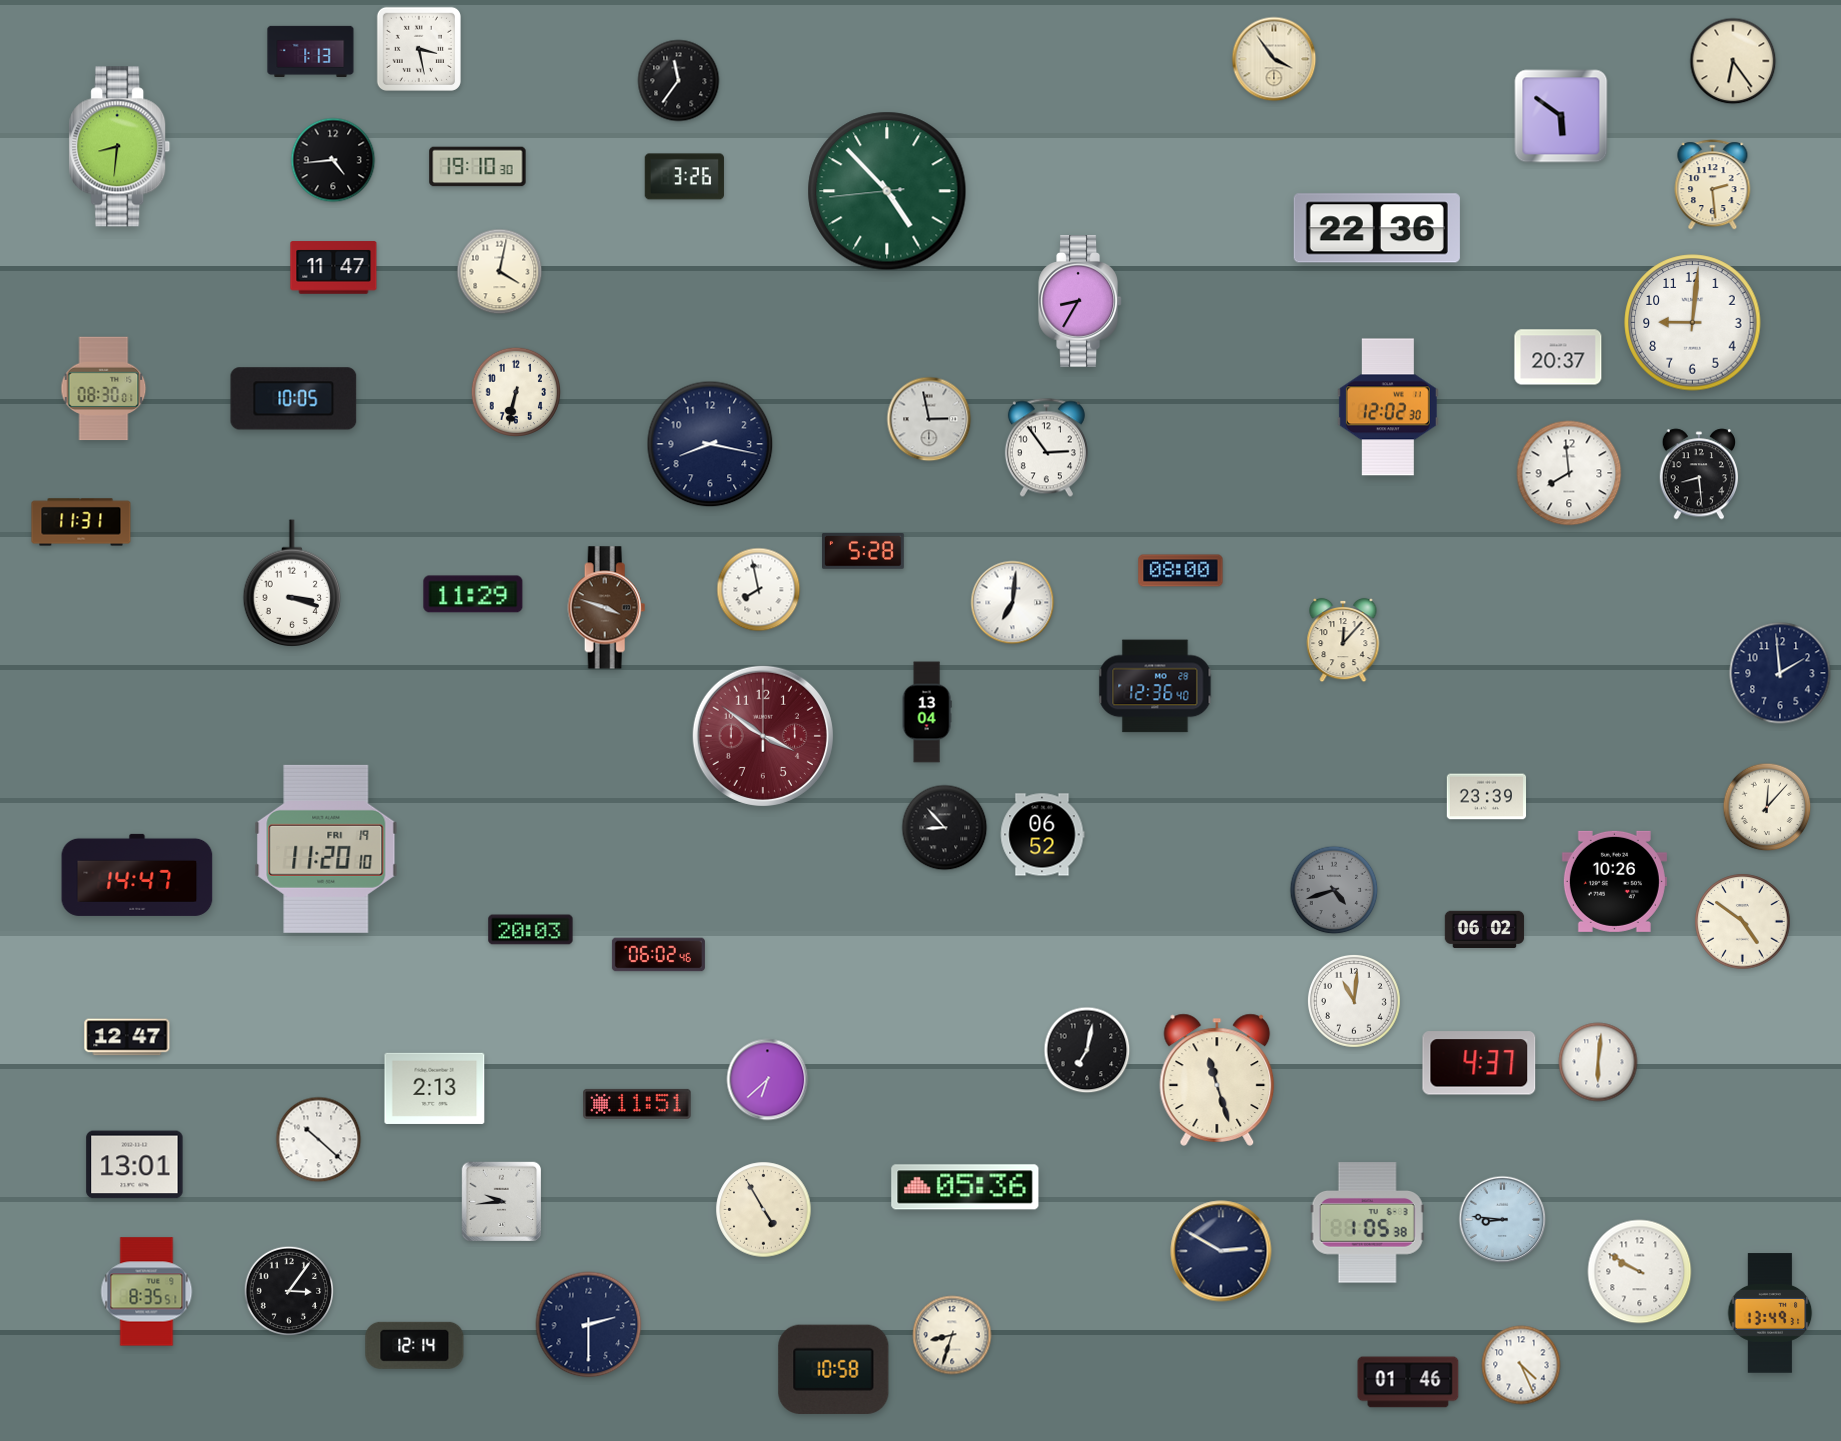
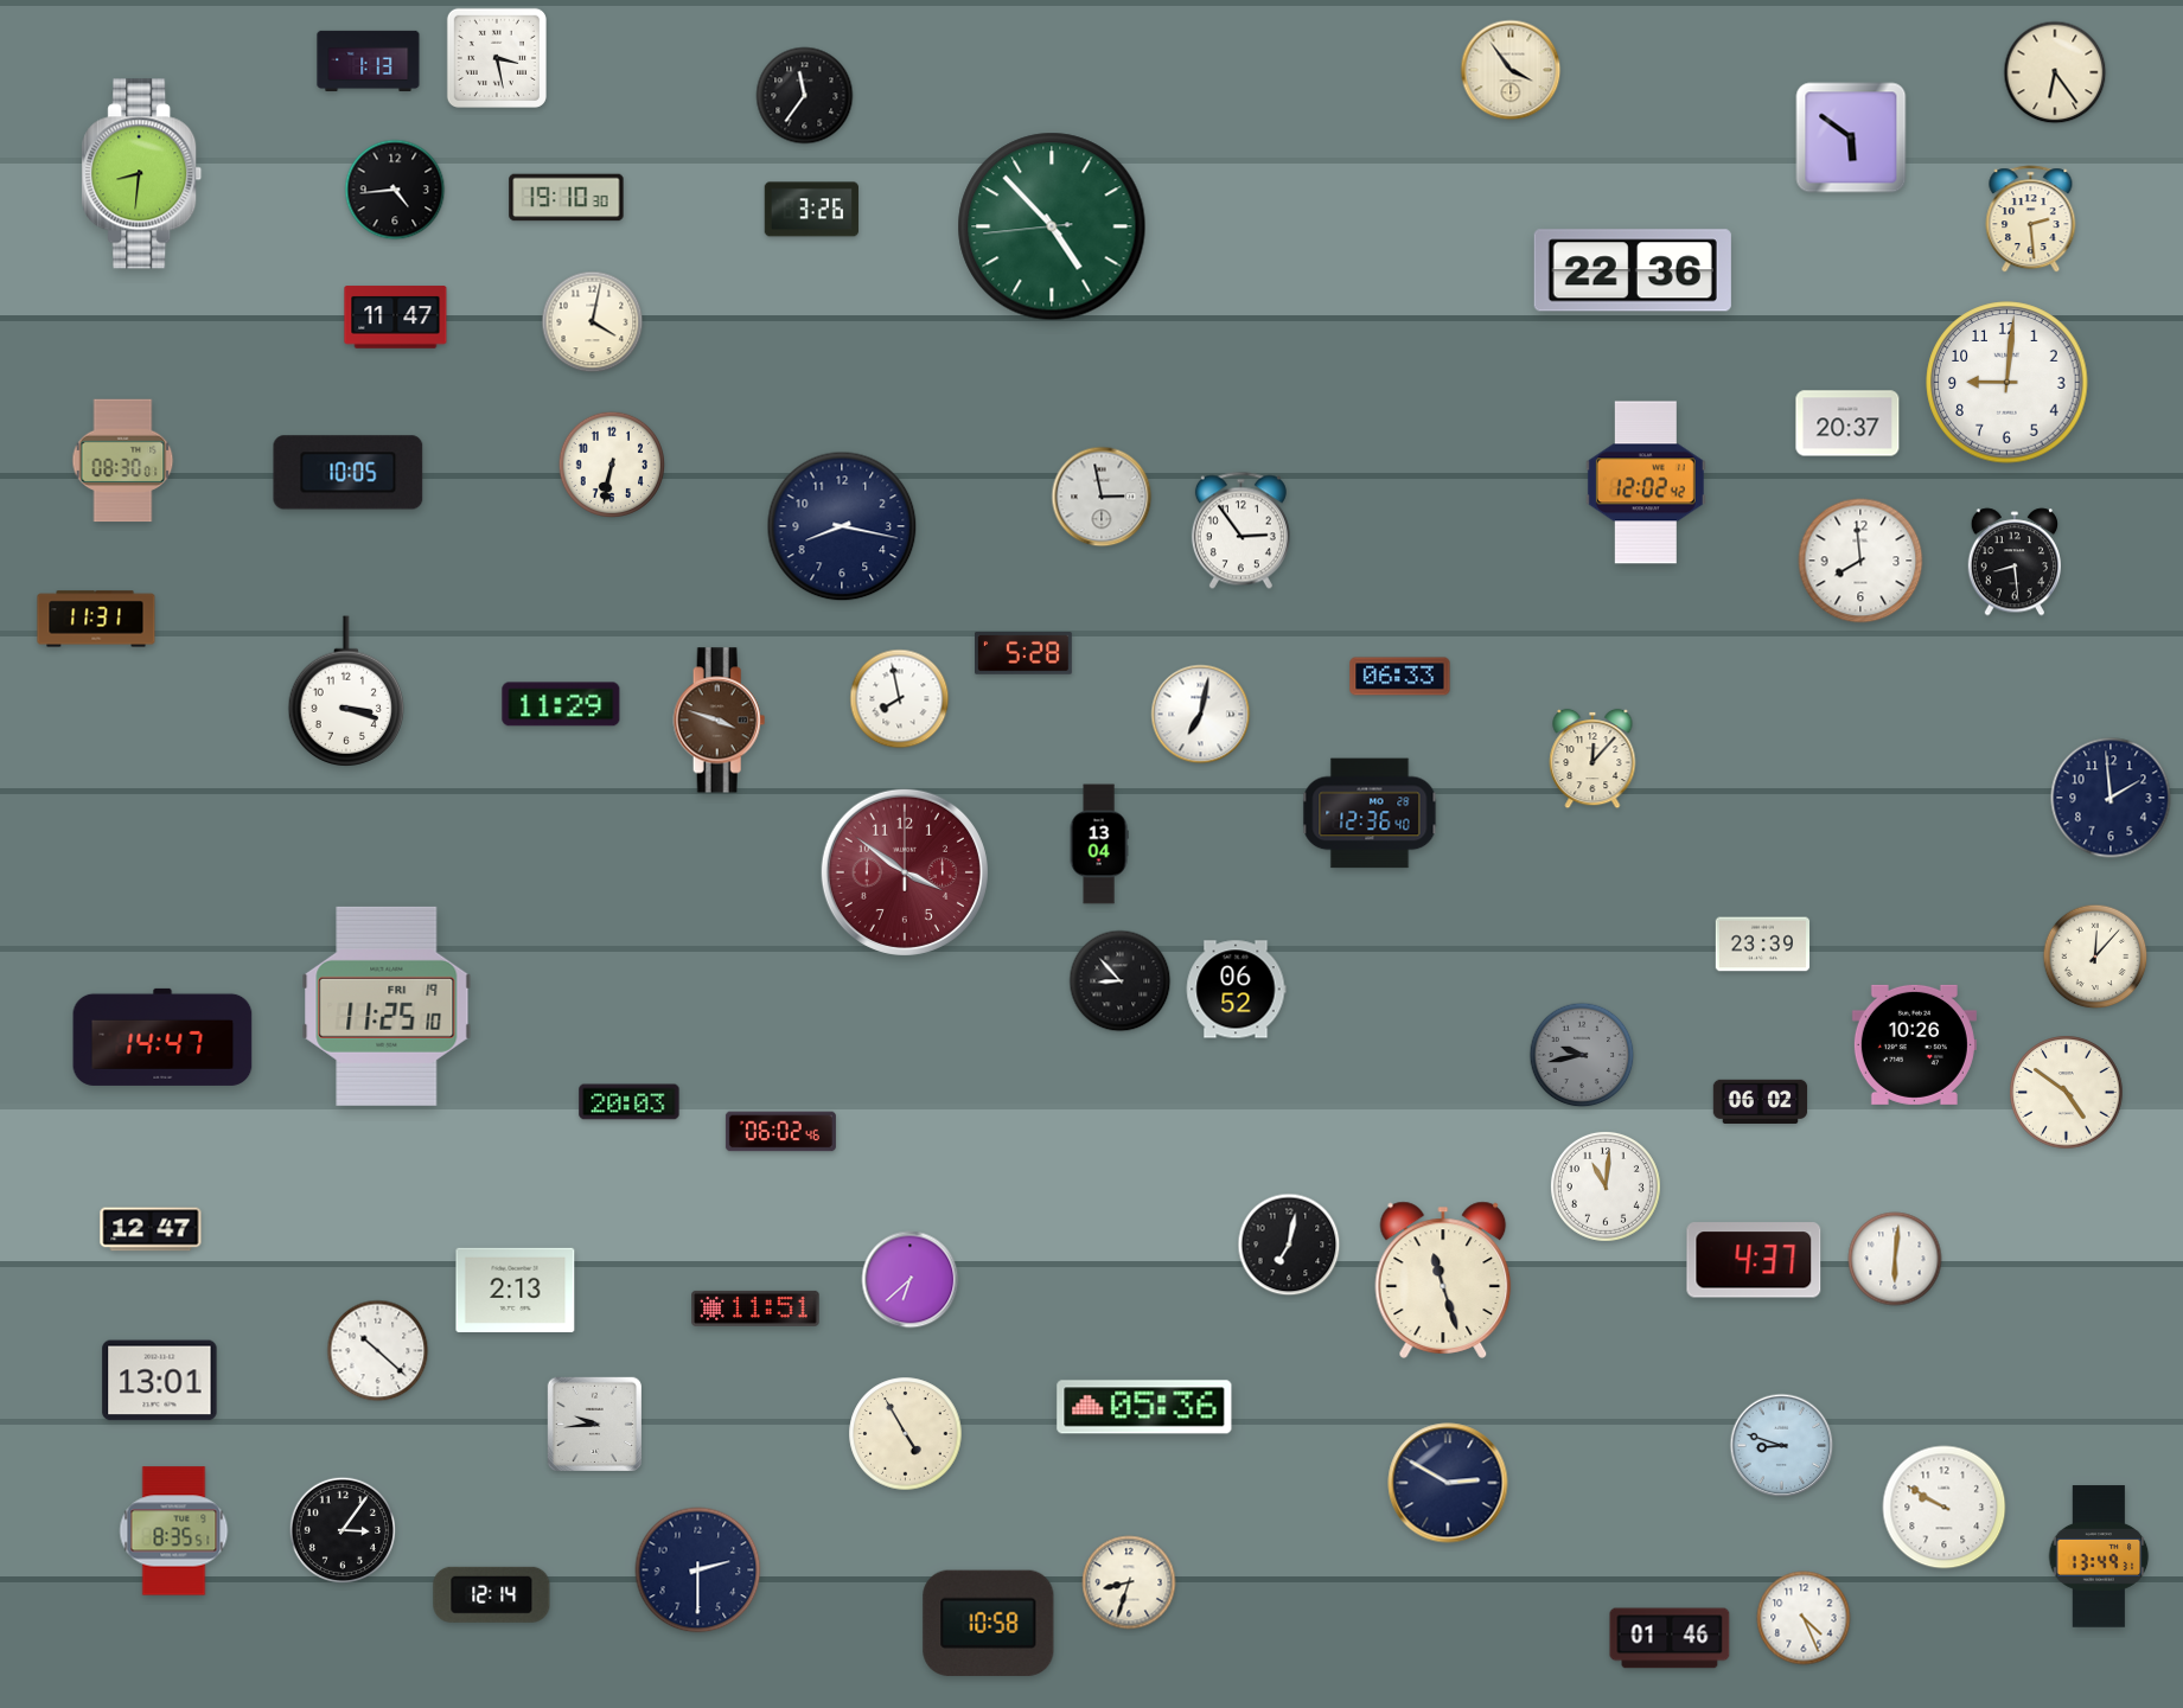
clock at (1080, 302): 8:35 -> none
clock at (1388, 407): 12:02:30 -> 12:02:42
clock at (1181, 571): 08:00 -> 06:33
clock at (1013, 603): 7:01 -> 7:02
clock at (326, 849): 11:20 -> 11:25
clock at (1334, 890): 4:42 -> 9:43
clock at (1503, 1220): 8:46 -> 8:48
clock at (1367, 1223): 1:05 -> none
